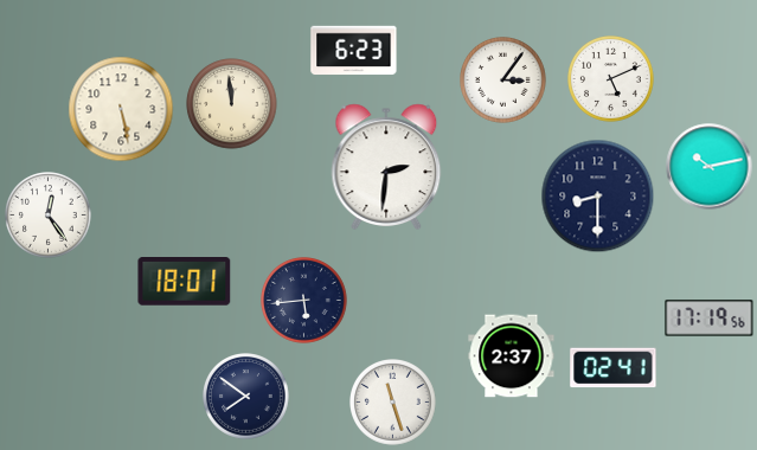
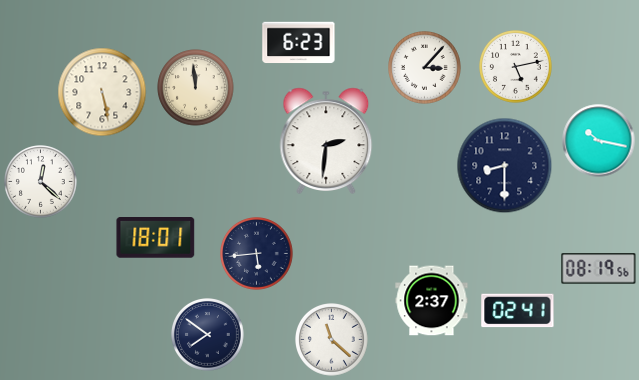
clock at (611, 79): 5:11 -> 5:13
clock at (503, 81): 3:06 -> 3:07
clock at (710, 167): 10:13 -> 10:17
clock at (49, 216): 12:24 -> 12:22
clock at (710, 319): 17:19 -> 08:19
clock at (393, 403): 11:27 -> 11:22
